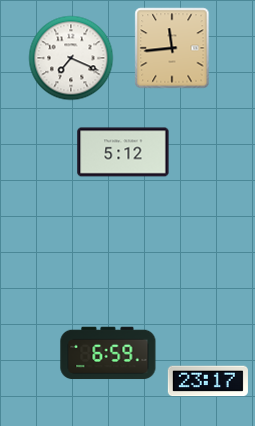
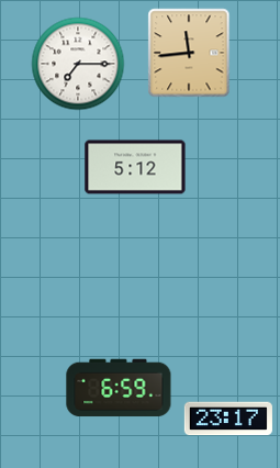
clock at (71, 58): 7:19 -> 7:15
